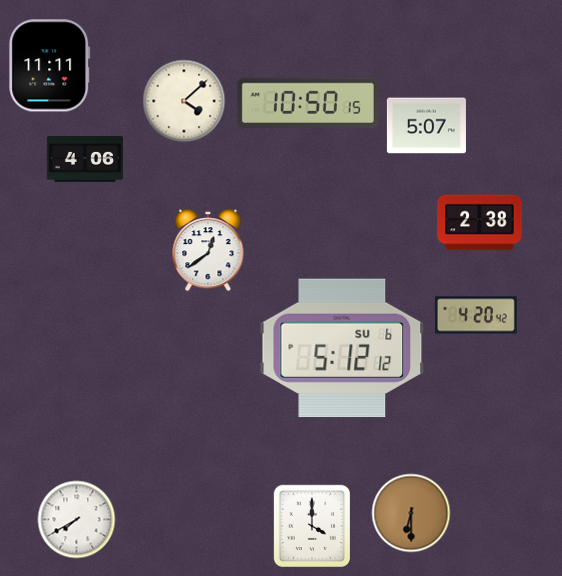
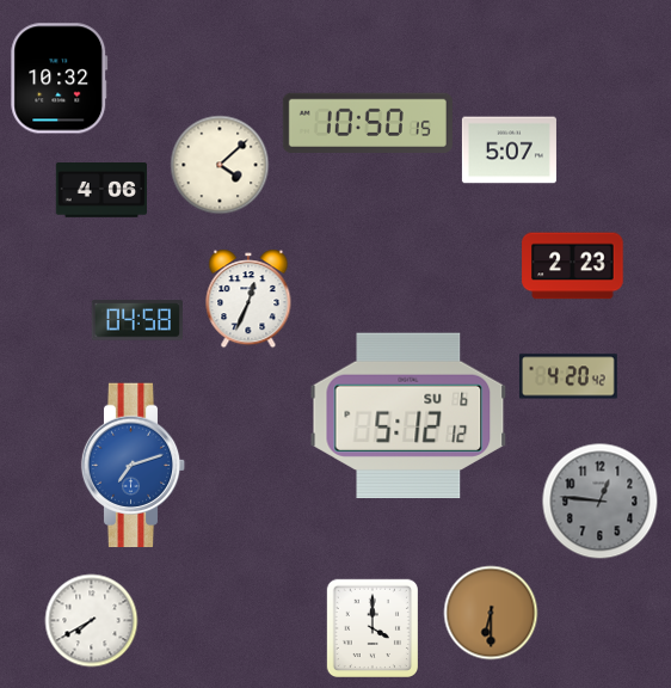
clock at (50, 66): 11:11 -> 10:32
clock at (184, 101) position: (184, 101) -> (220, 165)
clock at (480, 223): 2:38 -> 2:23
clock at (208, 250): 12:39 -> 12:34
clock at (136, 320): none -> 04:58
clock at (134, 466): none -> 7:12
clock at (601, 502): none -> 12:46
